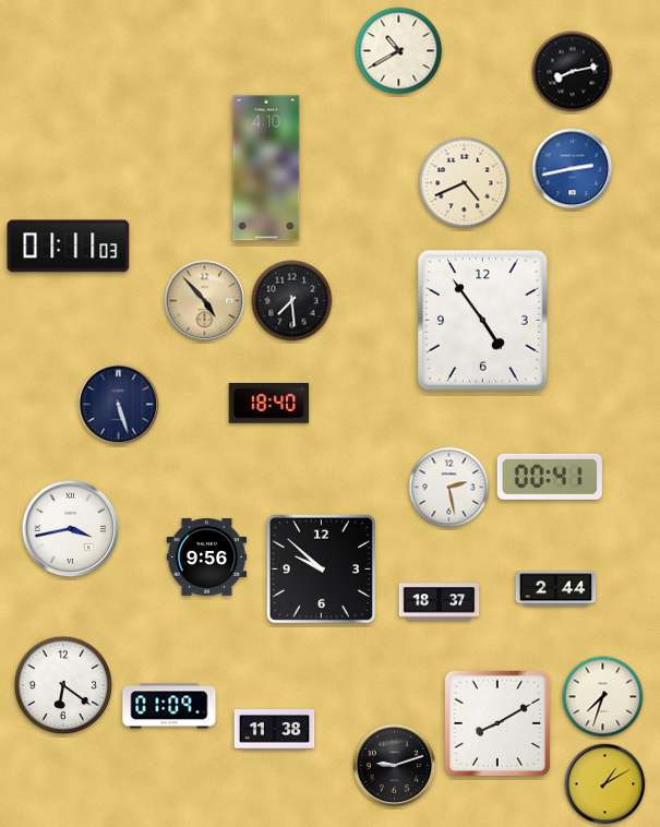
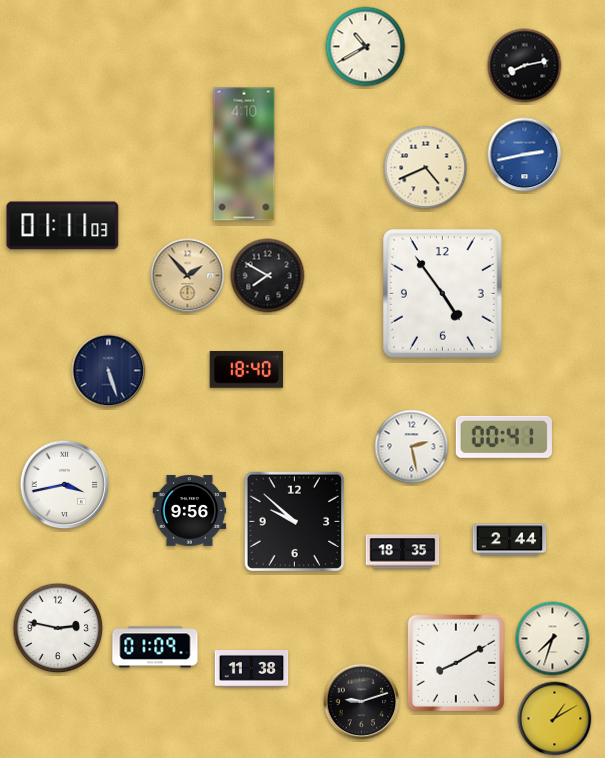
clock at (205, 301): 4:53 -> 1:53
clock at (292, 301): 7:29 -> 7:50
clock at (440, 602): 18:37 -> 18:35
clock at (63, 685): 6:21 -> 2:47
